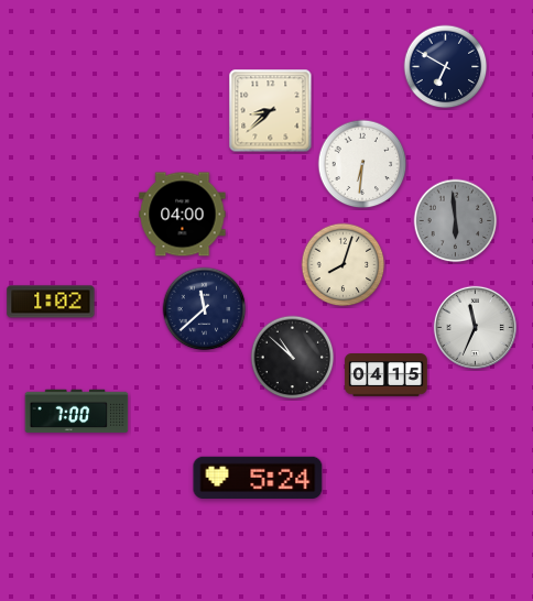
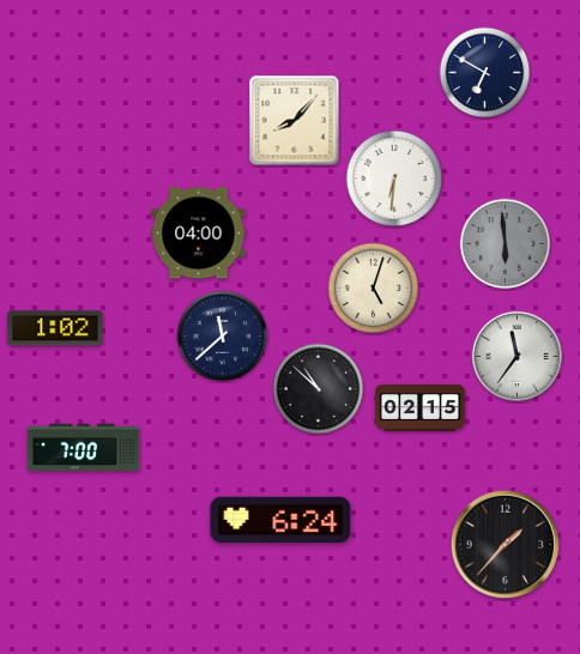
clock at (271, 111): 8:38 -> 8:07
clock at (456, 221) position: (456, 221) -> (506, 244)
clock at (344, 265): 8:03 -> 5:03
clock at (475, 327): 11:34 -> 11:36
clock at (387, 375): 04:15 -> 02:15
clock at (258, 477): 5:24 -> 6:24
clock at (506, 545): none -> 1:37
